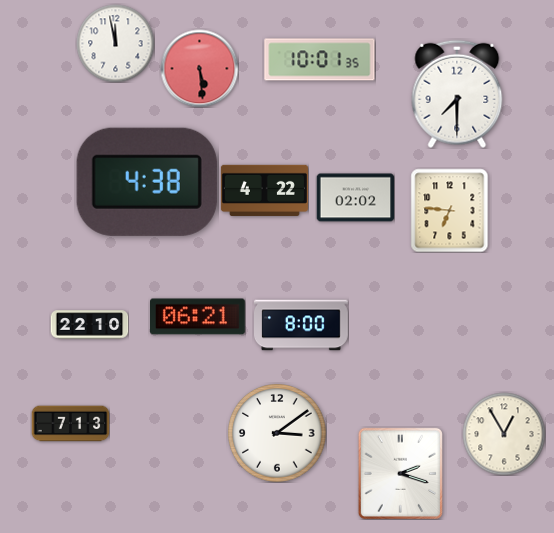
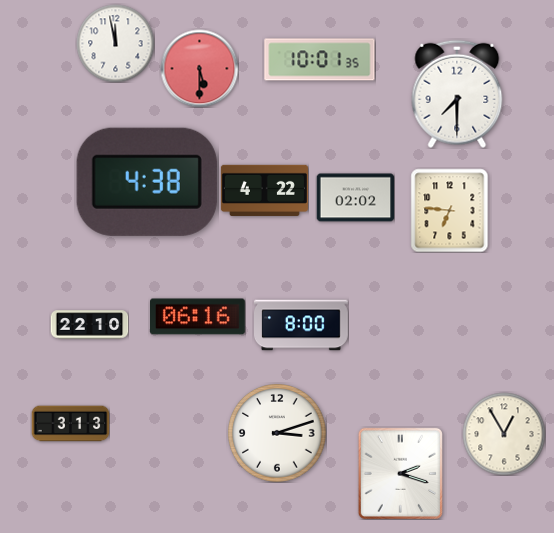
clock at (199, 68): 5:29 -> 5:30
clock at (198, 317): 06:21 -> 06:16
clock at (70, 424): 7:13 -> 3:13
clock at (278, 434): 3:09 -> 3:12
